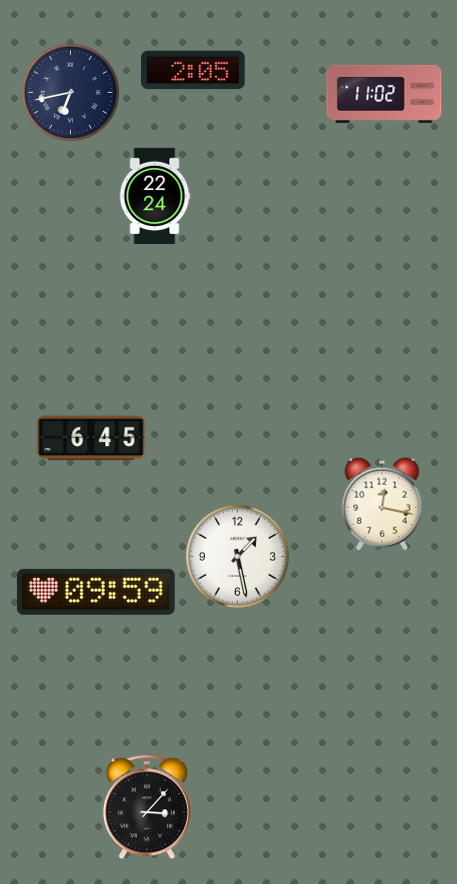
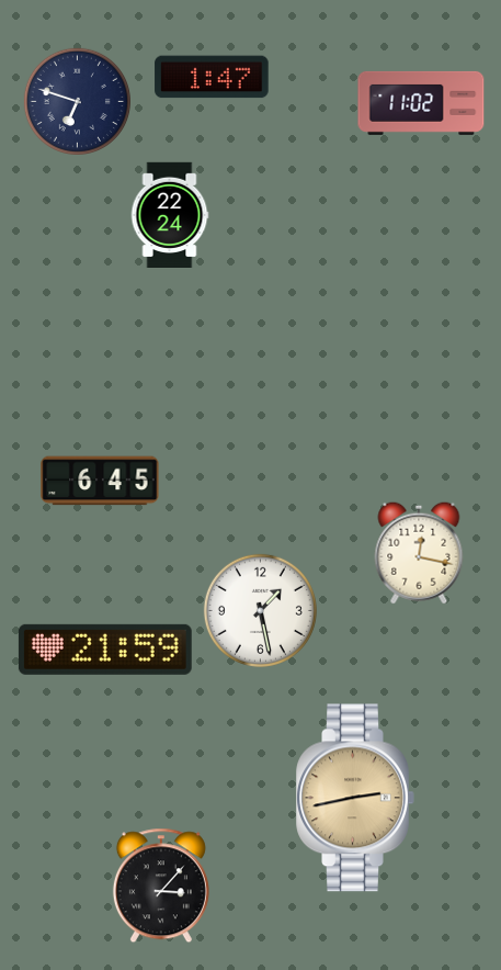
clock at (193, 70): 2:05 -> 1:47
clock at (70, 92): 6:43 -> 6:48
clock at (96, 592): 09:59 -> 21:59
clock at (355, 798): none -> 2:43
